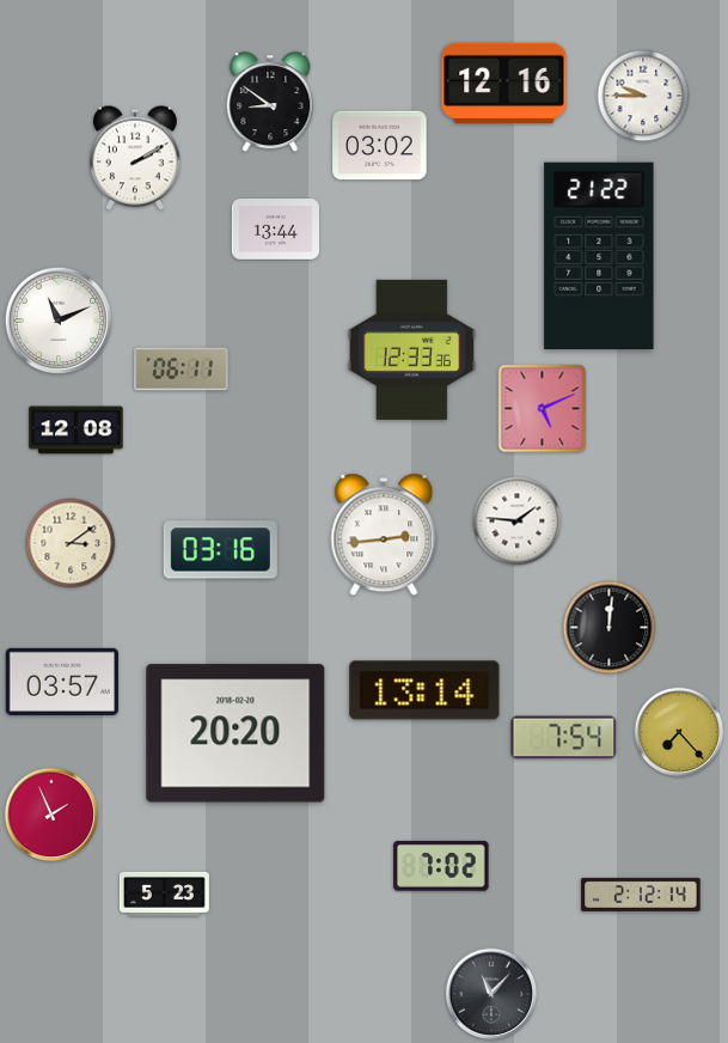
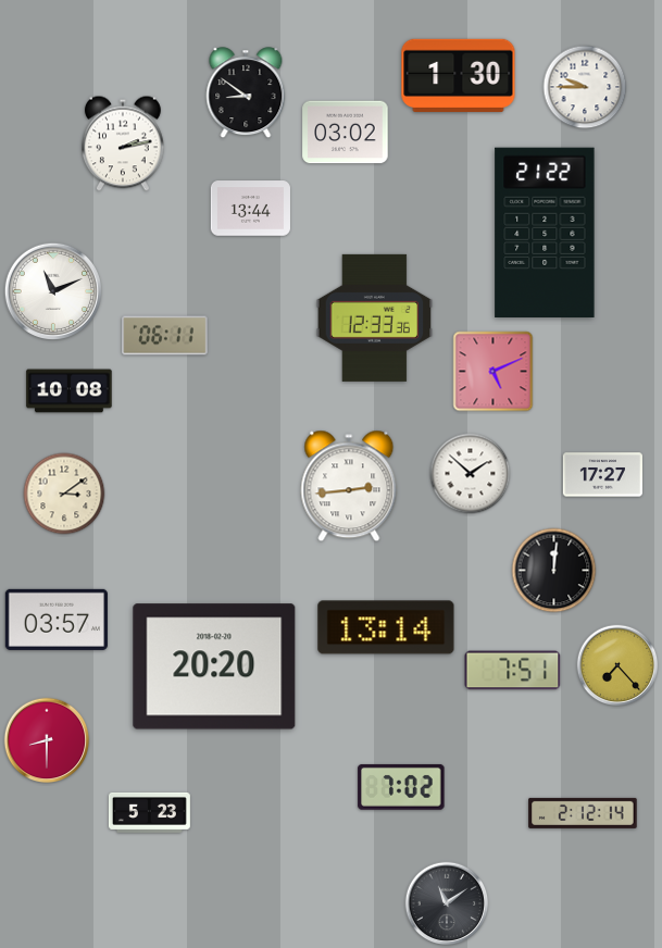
clock at (504, 83): 12:16 -> 1:30
clock at (136, 158): 2:10 -> 2:13
clock at (77, 431): 12:08 -> 10:08
clock at (518, 521): 1:46 -> 1:52
clock at (602, 475): none -> 17:27
clock at (220, 550): 03:16 -> none
clock at (564, 738): 7:54 -> 7:51
clock at (51, 815): 1:56 -> 8:30
clock at (491, 994): 11:07 -> 11:09
